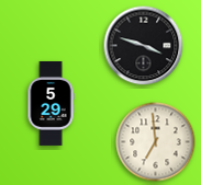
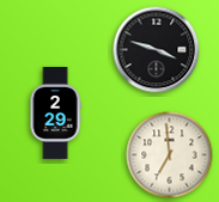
clock at (51, 103): 5:29 -> 2:29
